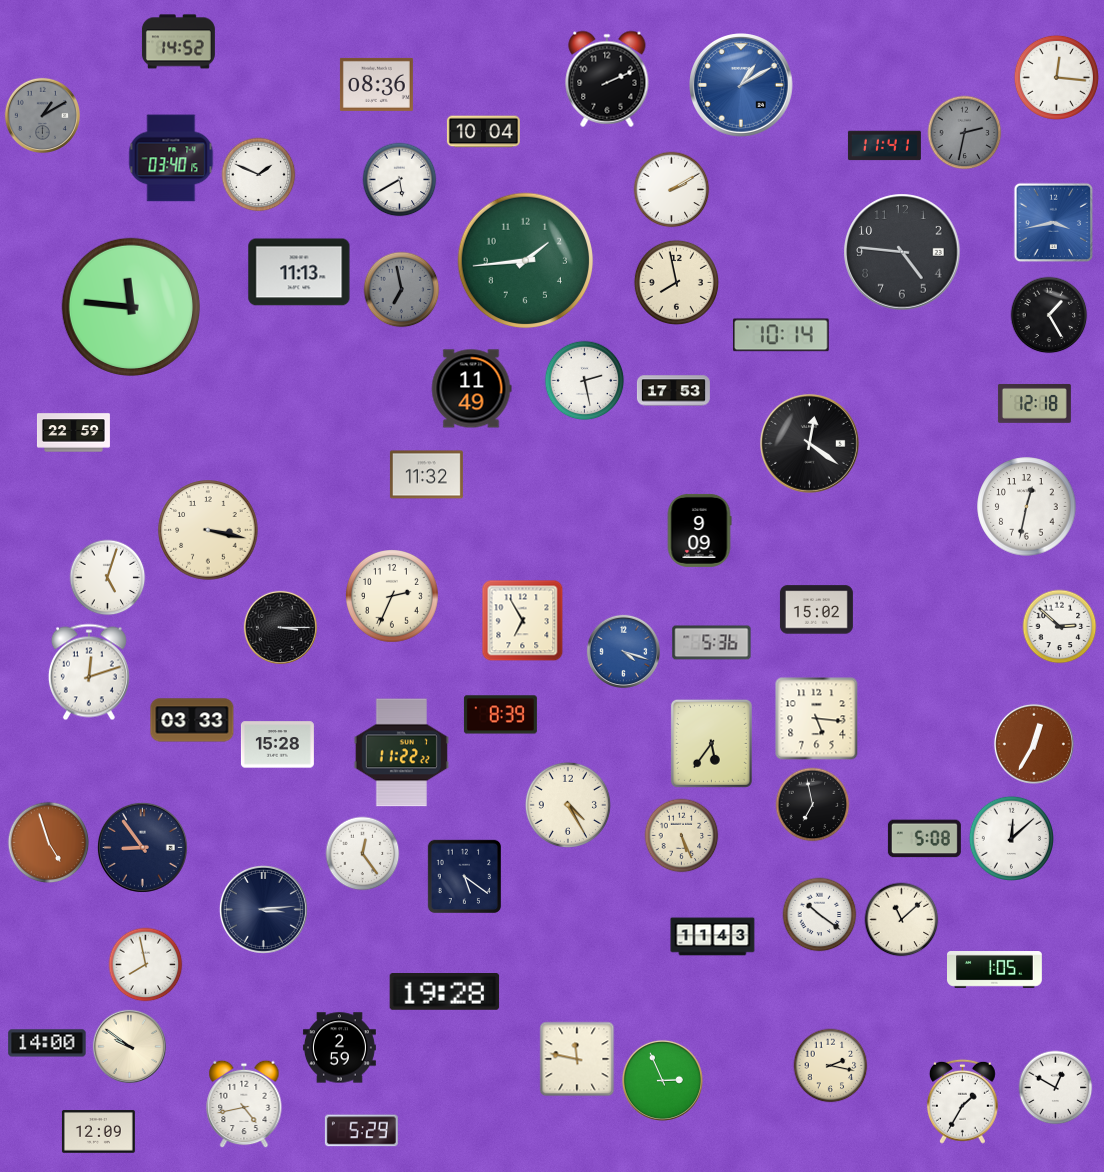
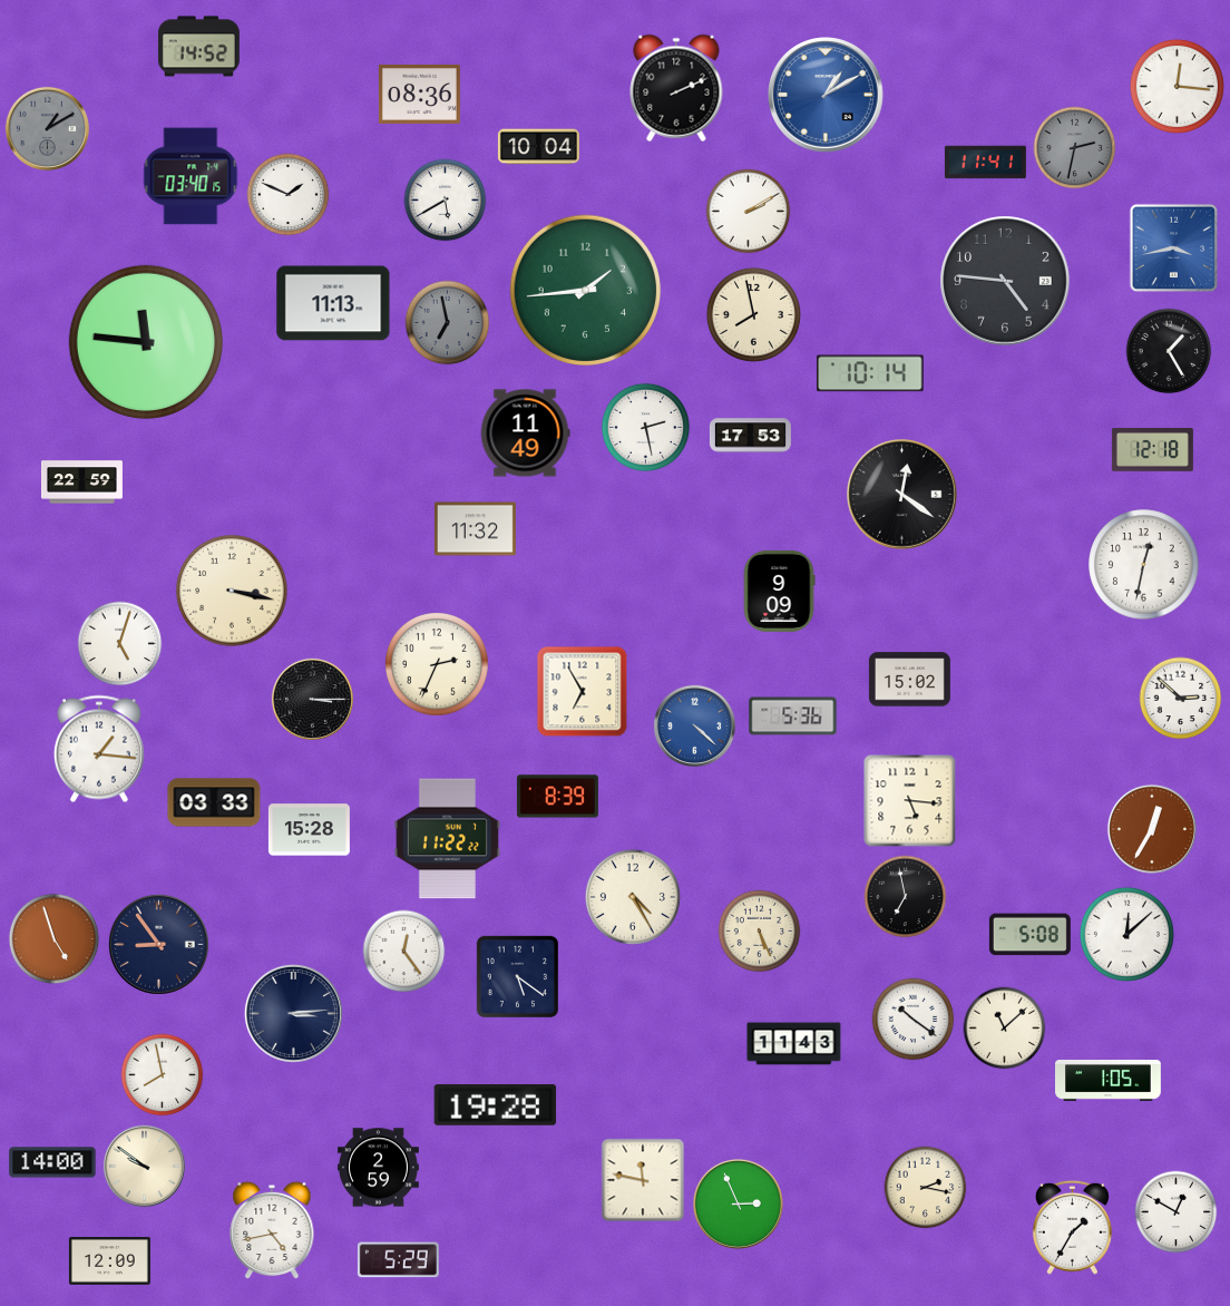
clock at (585, 381) position: (585, 381) -> (646, 428)
clock at (623, 651): 4:18 -> 4:22
clock at (89, 672): 12:12 -> 1:16
clock at (711, 743): 5:36 -> none
clock at (902, 920) position: (902, 920) -> (1005, 1029)
clock at (361, 1131) position: (361, 1131) -> (398, 1260)
